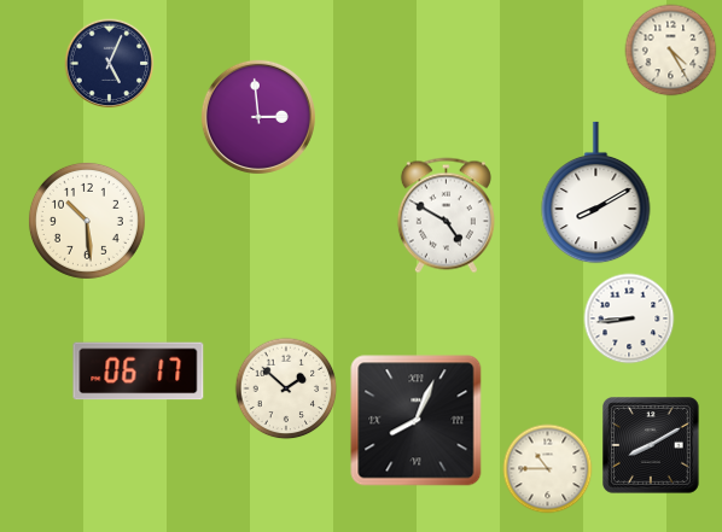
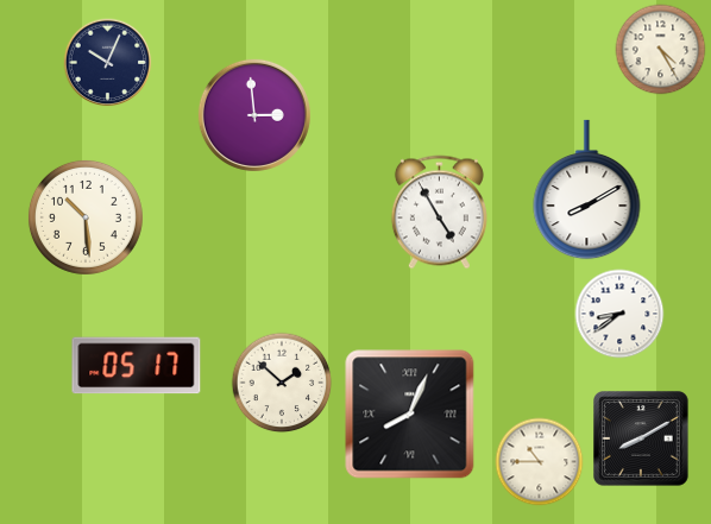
clock at (110, 64): 5:04 -> 10:04
clock at (446, 216): 4:50 -> 4:55
clock at (629, 318): 8:44 -> 8:39
clock at (139, 372): 06:17 -> 05:17
